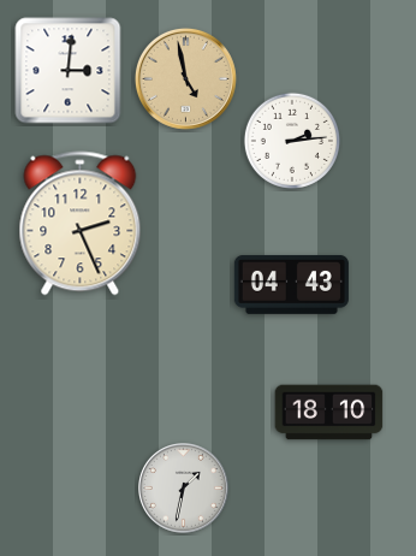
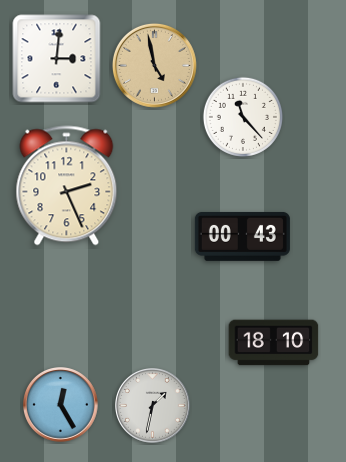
clock at (292, 141): 2:14 -> 11:23
clock at (291, 284): 04:43 -> 00:43
clock at (61, 405): none -> 12:25
